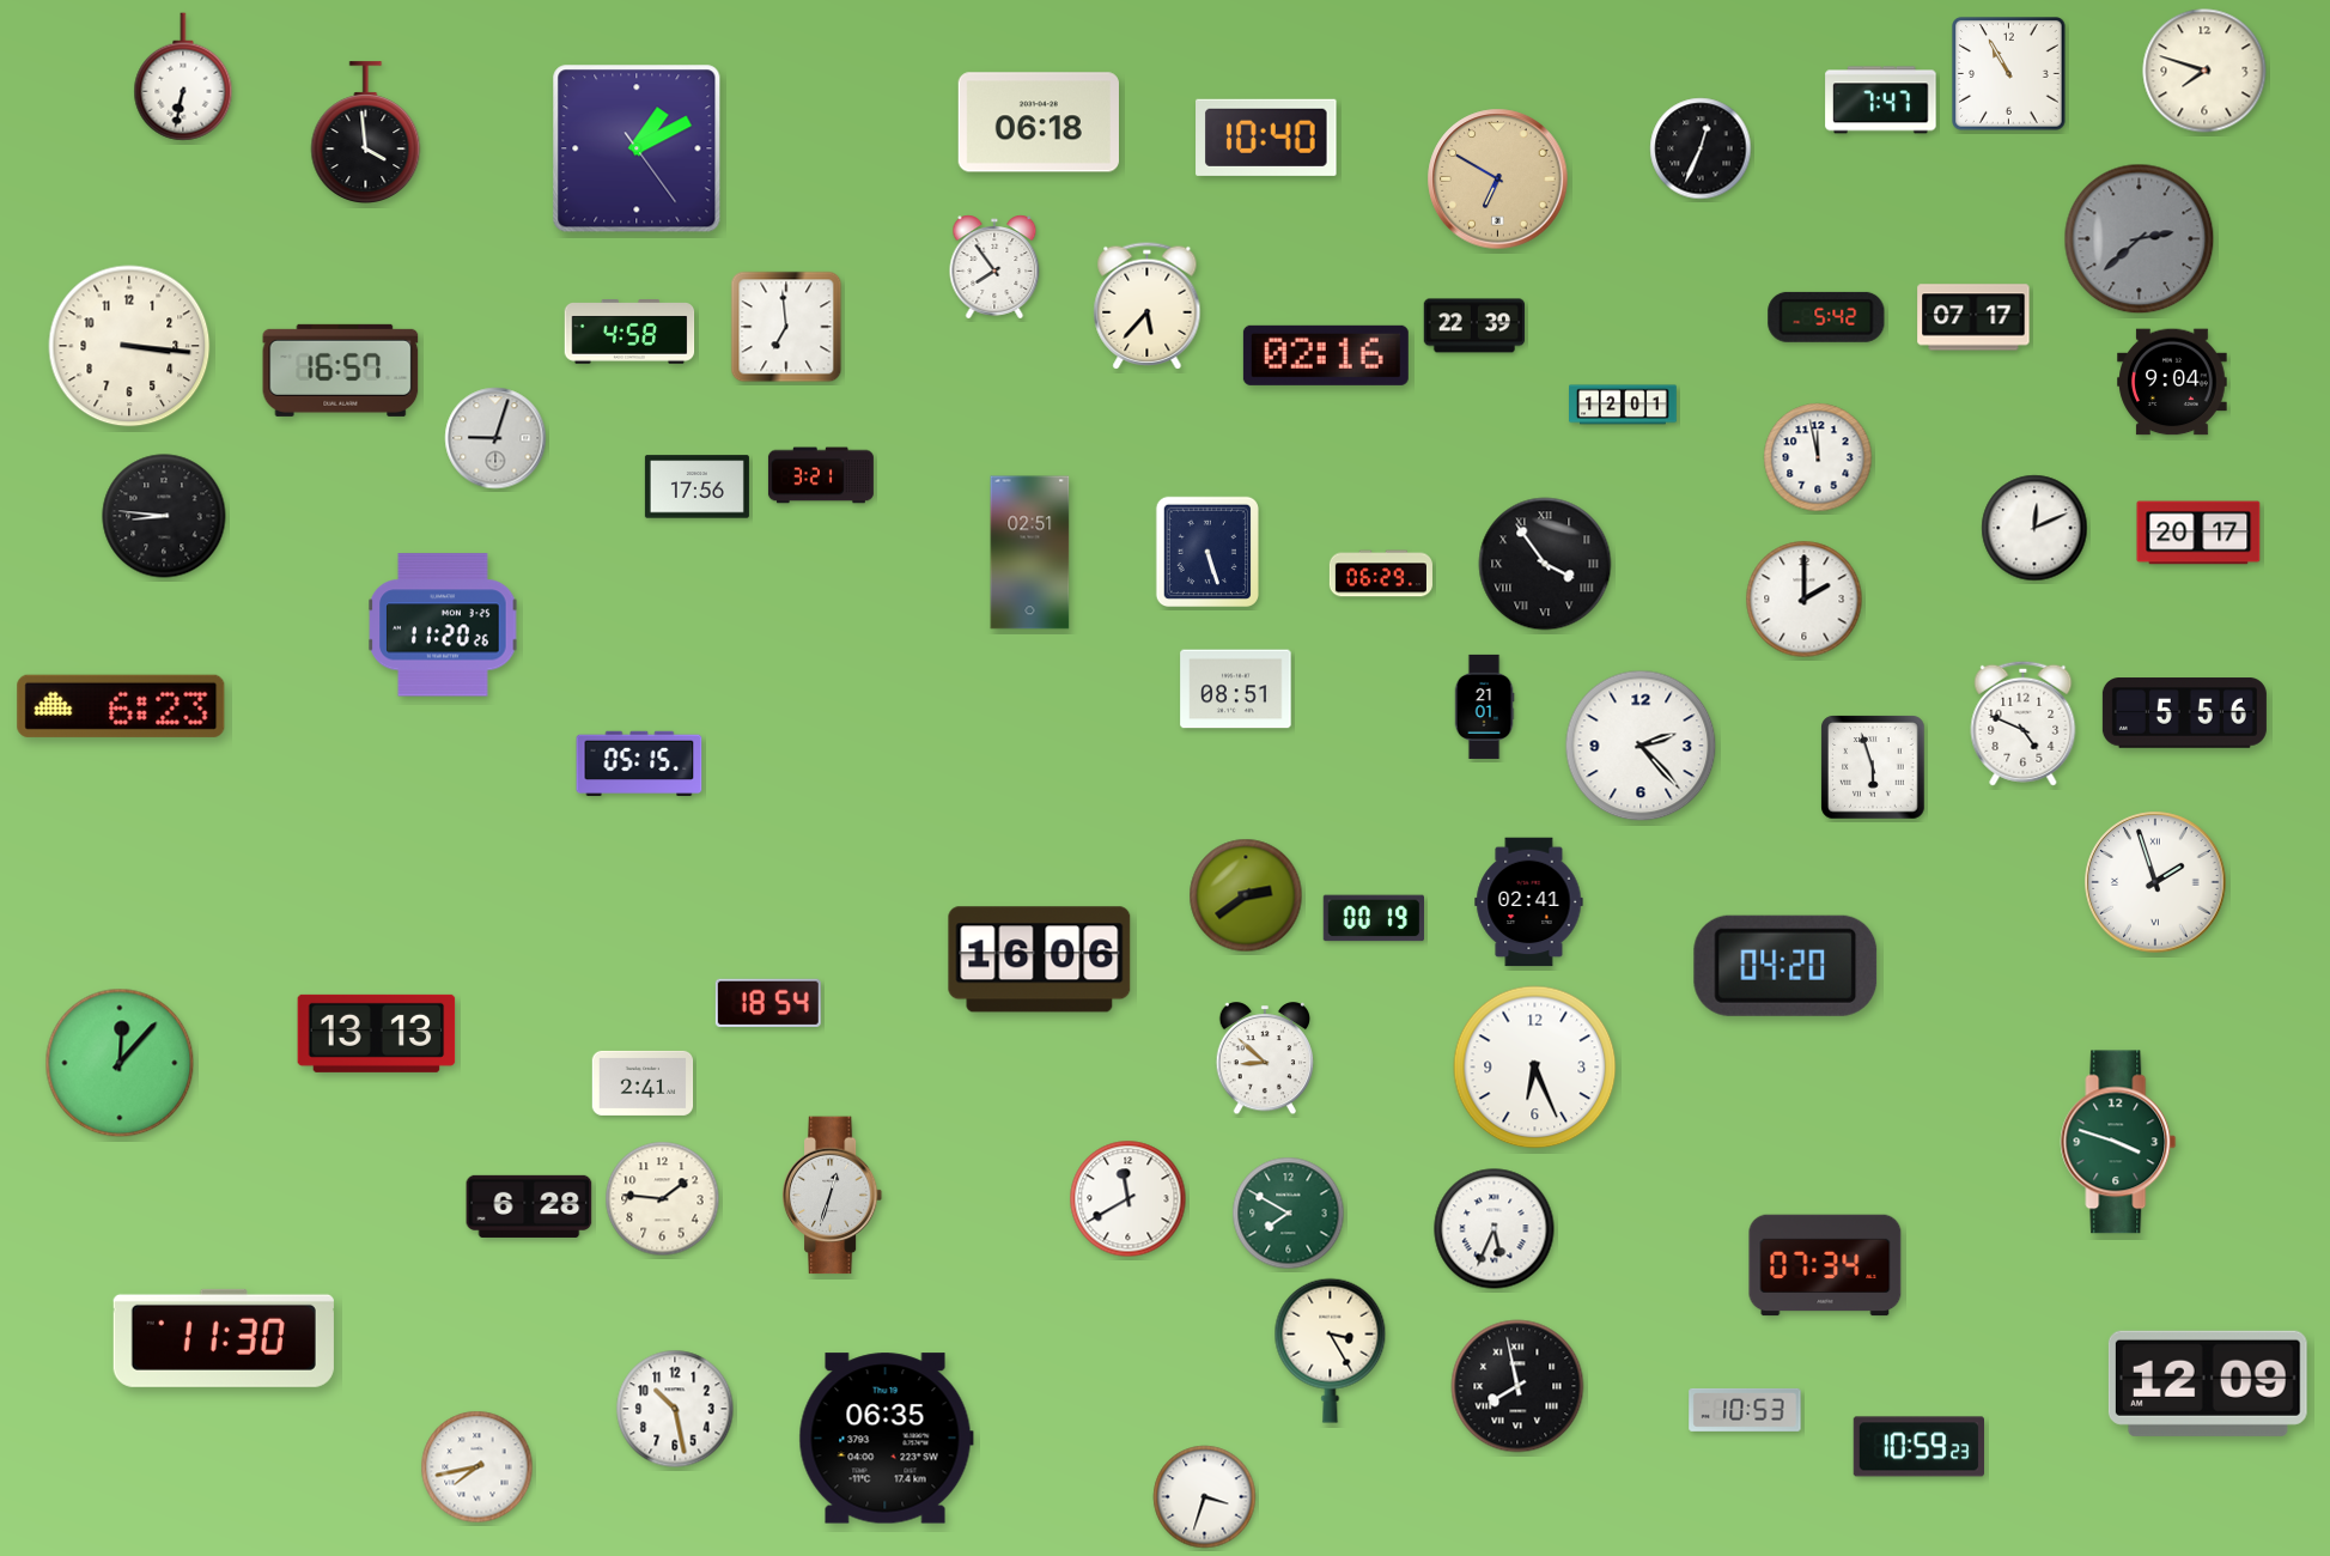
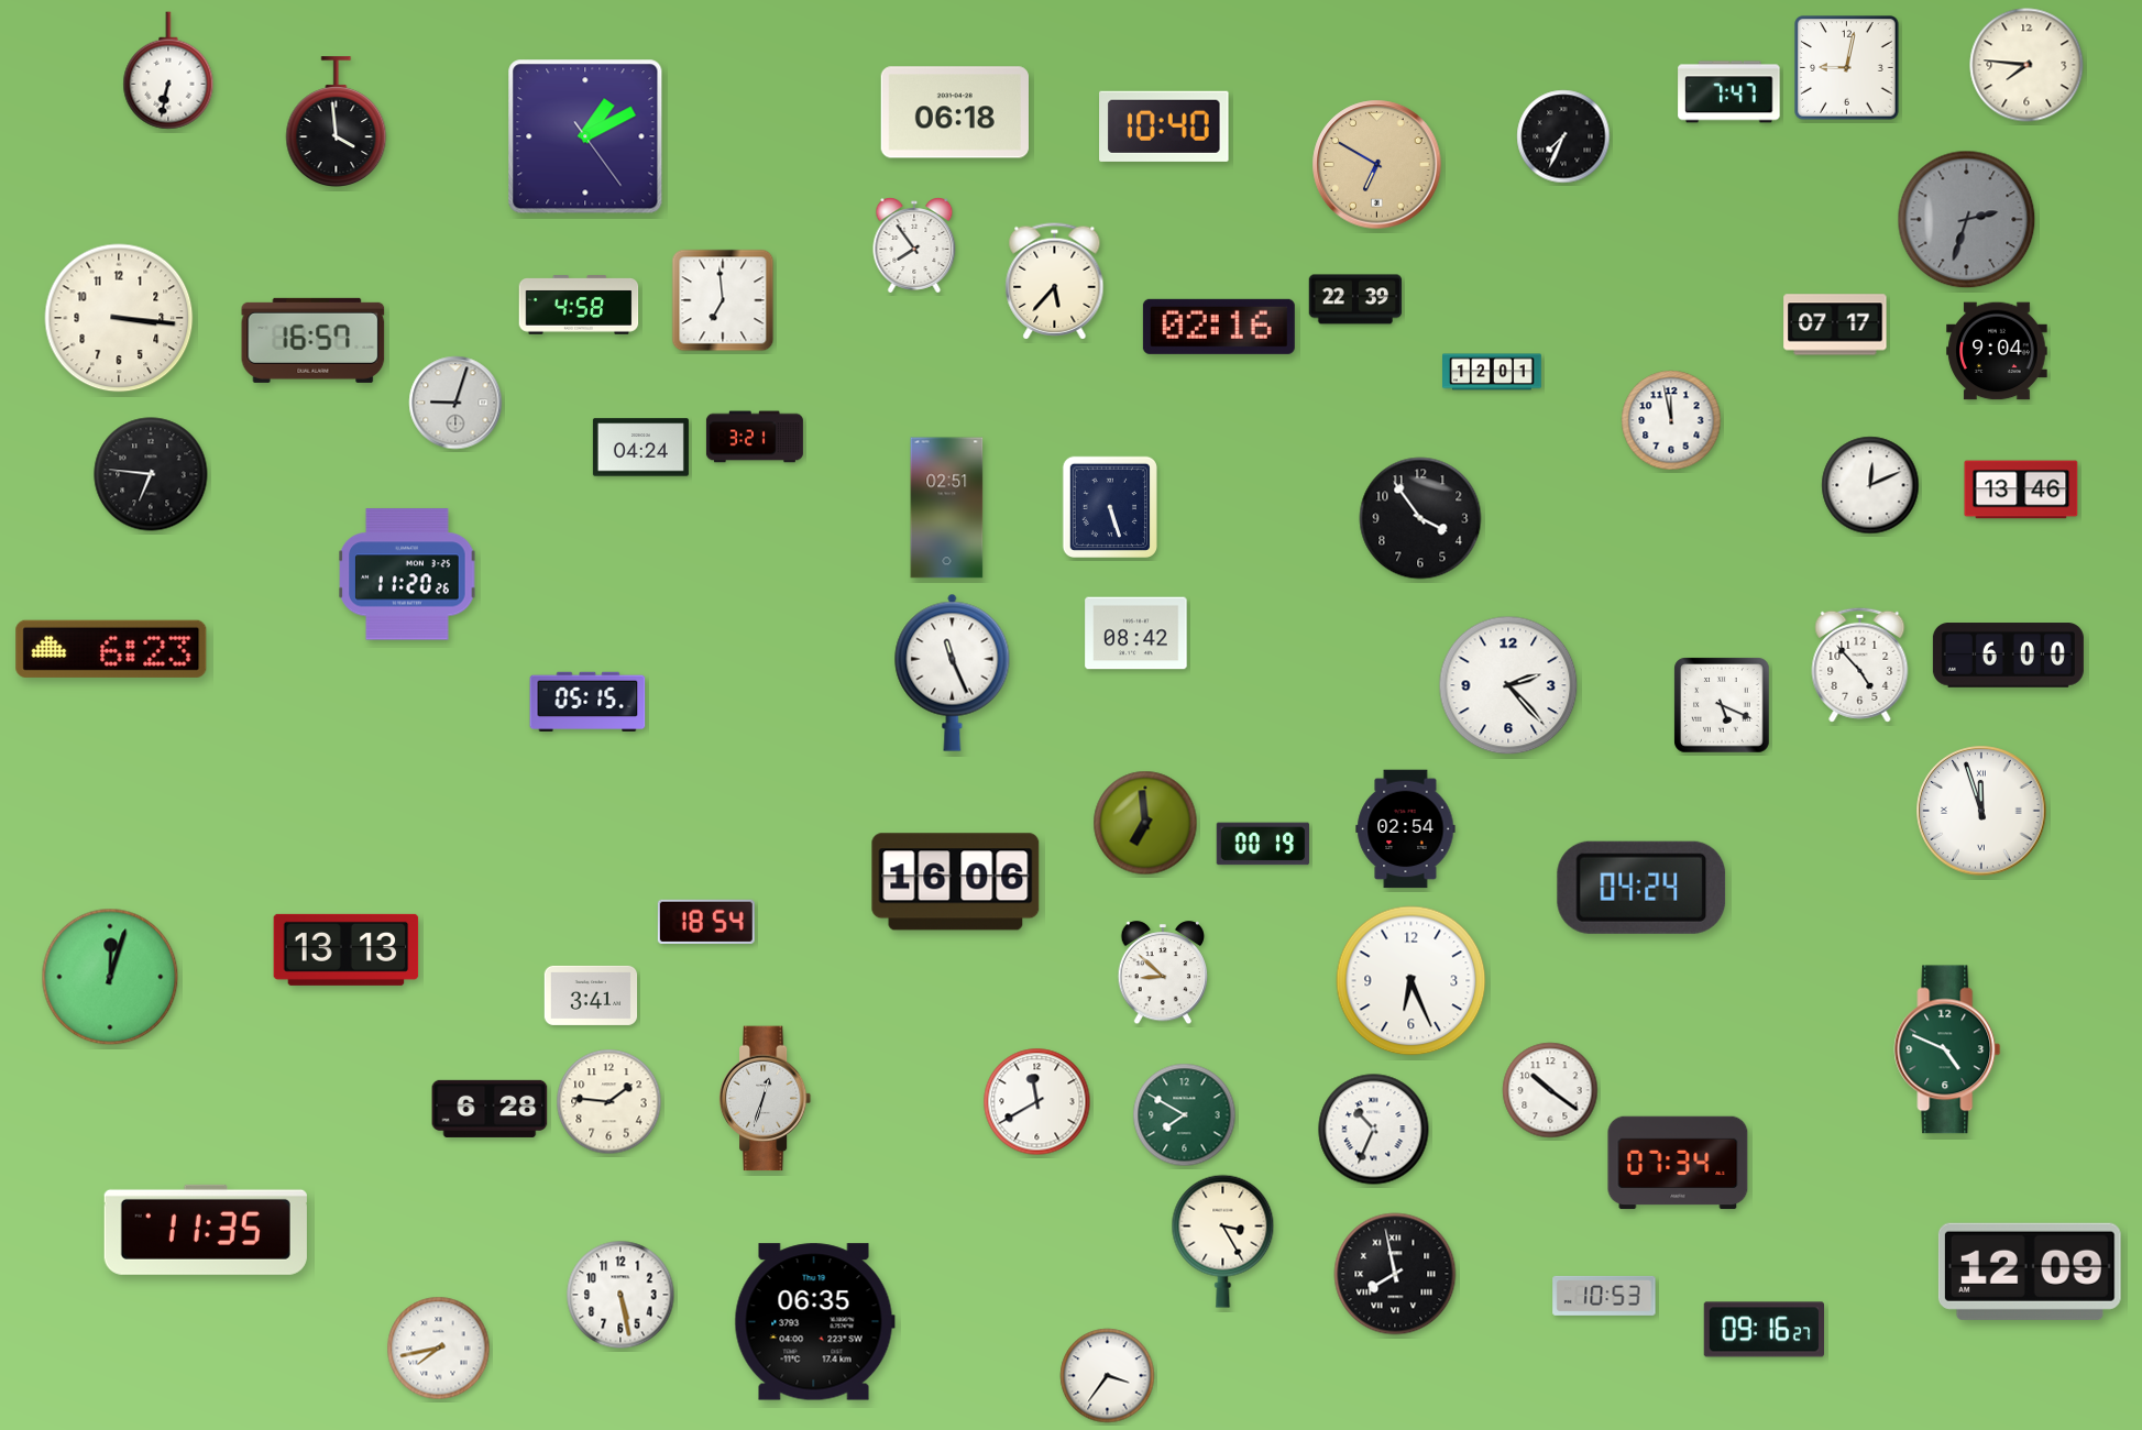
clock at (2204, 71): 7:48 -> 7:46
clock at (2009, 74): 10:55 -> 9:02
clock at (1701, 148): 12:34 -> 7:34
clock at (2140, 239): 2:38 -> 2:33
clock at (1826, 317): 5:42 -> none
clock at (1973, 317) position: (1973, 317) -> (1835, 324)
clock at (696, 487): 17:56 -> 04:24
clock at (164, 516): 8:46 -> 6:46
clock at (2198, 533): 20:17 -> 13:46
clock at (1545, 564) numerals: Roman -> Arabic
clock at (1381, 573): 06:29 -> none
clock at (1805, 600): 2:00 -> none
clock at (1236, 689): 08:51 -> 08:42
clock at (1484, 706): 21:01 -> none
clock at (2184, 713): 5:56 -> 6:00
clock at (2024, 723): 4:49 -> 4:53
clock at (953, 672): none -> 11:26
clock at (1873, 767): 5:57 -> 5:19
clock at (2155, 882): 1:57 -> 11:57
clock at (1246, 895): 2:39 -> 6:59
clock at (1529, 902): 02:41 -> 02:54
clock at (1785, 966): 04:20 -> 04:24
clock at (120, 1063): 12:07 -> 12:03
clock at (643, 1083): 2:41 -> 3:41
clock at (2118, 1142): 3:48 -> 4:49
clock at (1550, 1090): none -> 10:21
clock at (529, 1206) position: (529, 1206) -> (490, 1109)
clock at (1495, 1229): 5:34 -> 10:34
clock at (224, 1338): 11:30 -> 11:35
clock at (675, 1409): 10:28 -> 5:28
clock at (1918, 1447): 10:59 -> 09:16
clock at (1205, 1497): 3:33 -> 3:36
